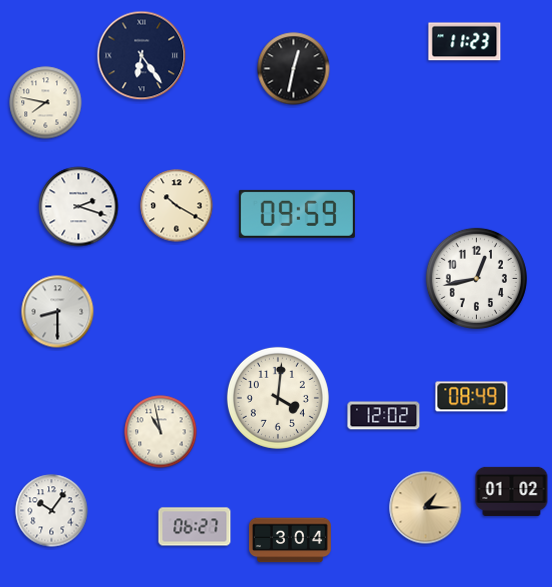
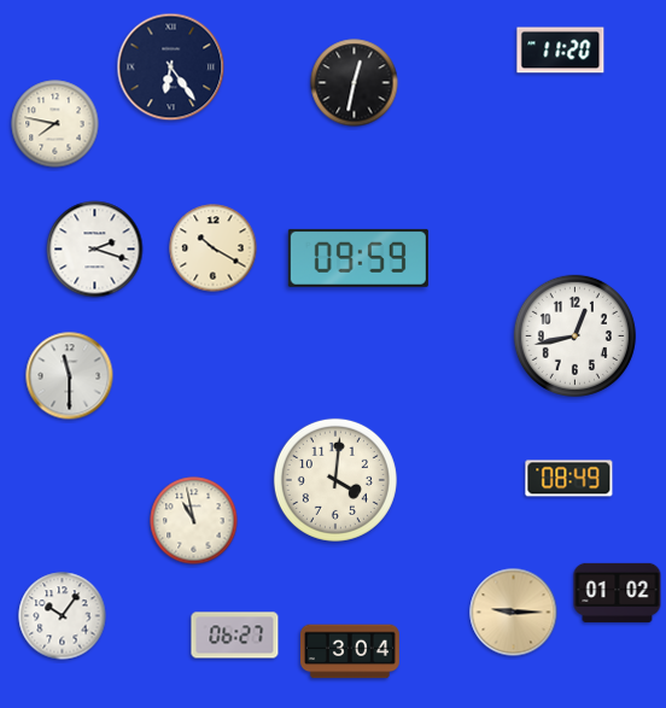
clock at (465, 42): 11:23 -> 11:20
clock at (58, 312): 8:30 -> 11:30
clock at (384, 416): 12:02 -> none
clock at (426, 508): 1:15 -> 9:15
